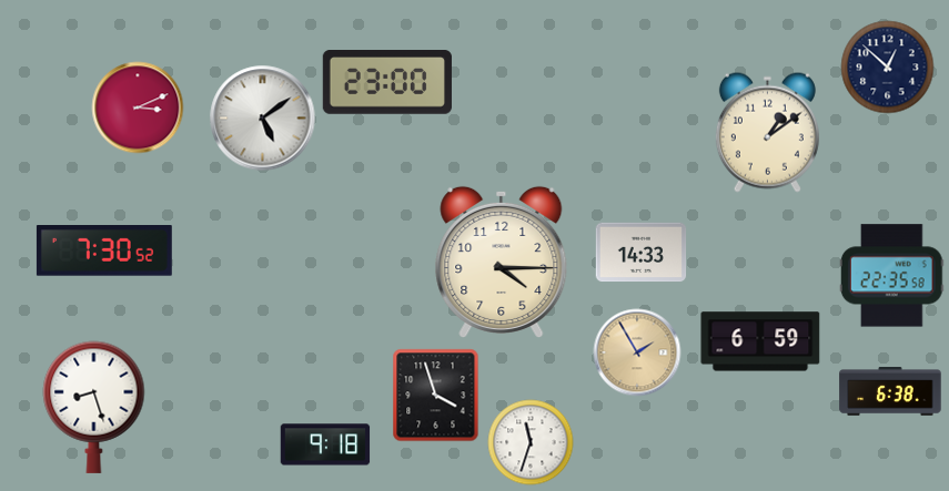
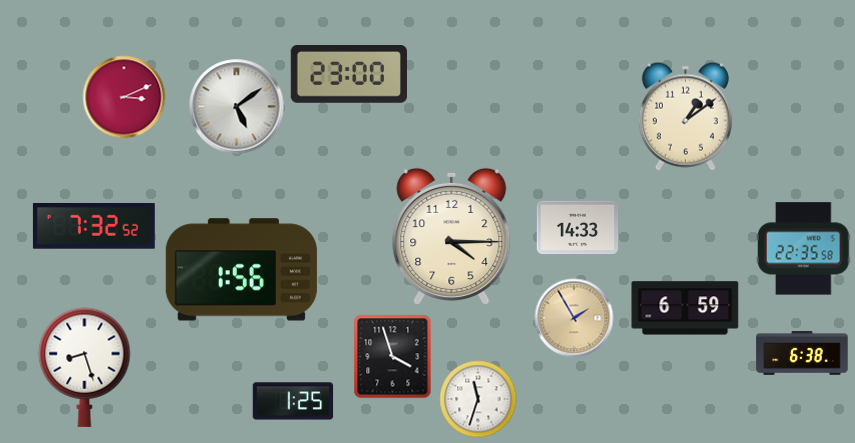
clock at (888, 68): 12:52 -> none
clock at (767, 132) position: (767, 132) -> (685, 116)
clock at (104, 252): 7:30 -> 7:32
clock at (241, 270): none -> 1:56
clock at (325, 444): 9:18 -> 1:25
